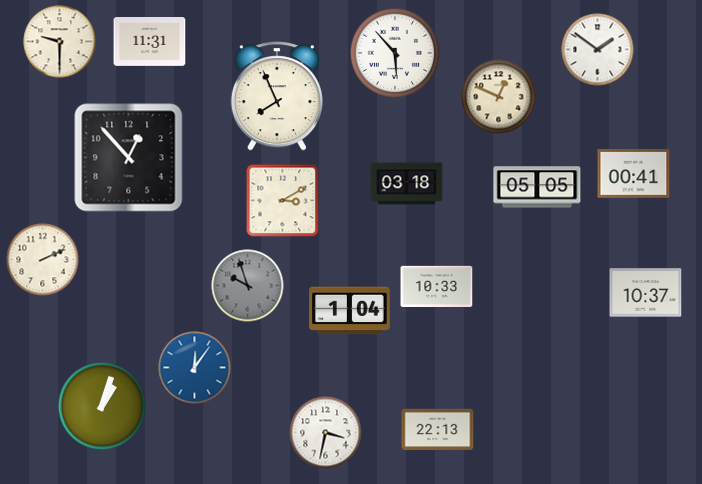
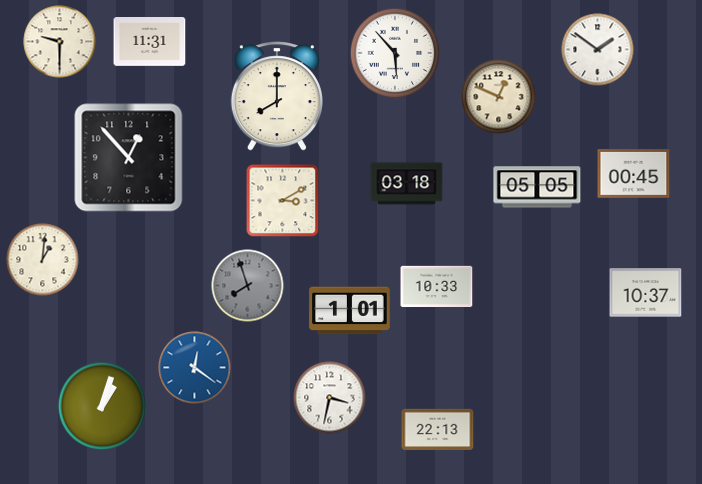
clock at (277, 96): 7:56 -> 8:00
clock at (634, 174): 00:41 -> 00:45
clock at (43, 260): 2:11 -> 1:01
clock at (248, 286): 9:57 -> 7:57
clock at (350, 311): 1:04 -> 1:01
clock at (195, 368): 12:06 -> 12:21
clock at (326, 433) position: (326, 433) -> (330, 398)
